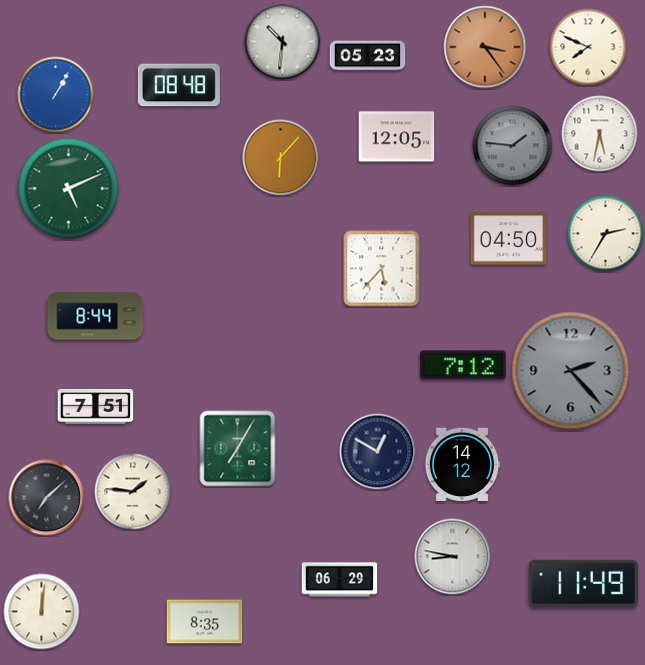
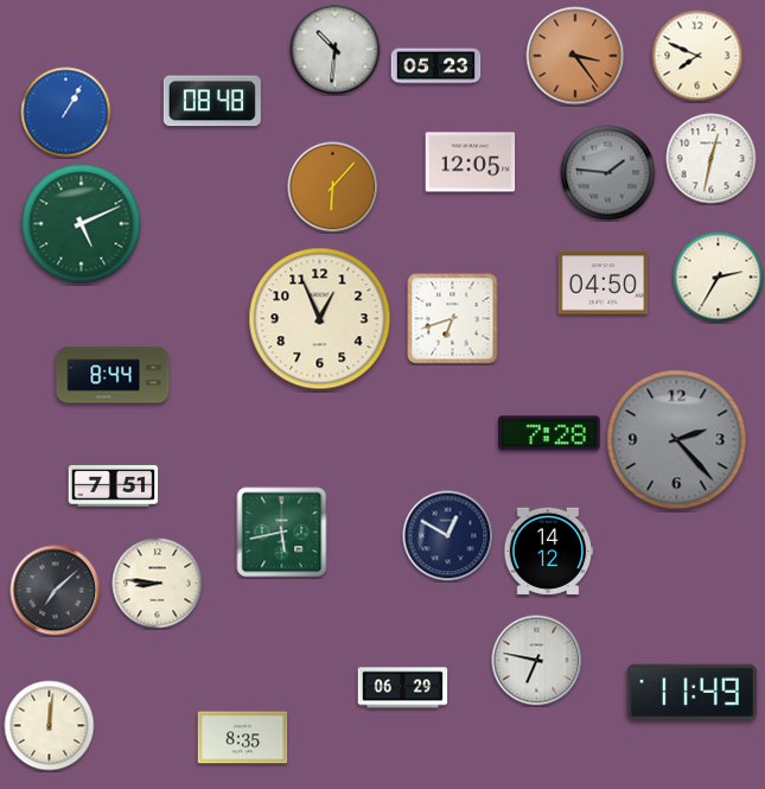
clock at (600, 134): 5:32 -> 12:32
clock at (320, 319): none -> 12:56
clock at (382, 269): 5:37 -> 6:42
clock at (464, 365): 7:12 -> 7:28
clock at (96, 407) position: (96, 407) -> (114, 486)
clock at (238, 449): 7:05 -> 5:43
clock at (133, 492): 1:46 -> 8:46
clock at (453, 557): 8:47 -> 6:47
